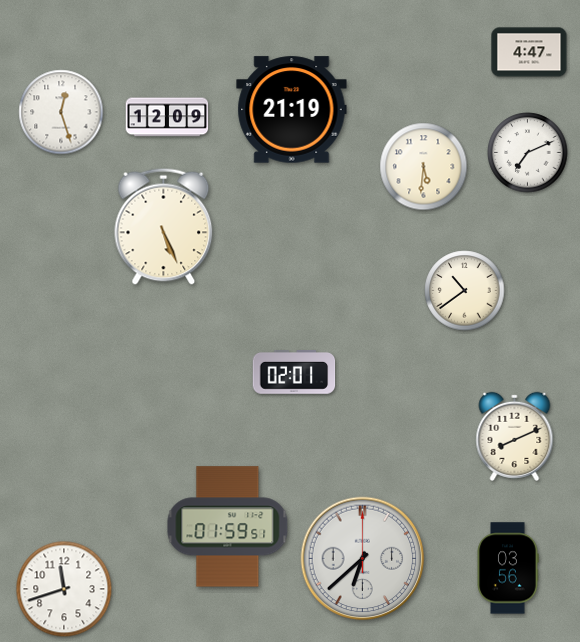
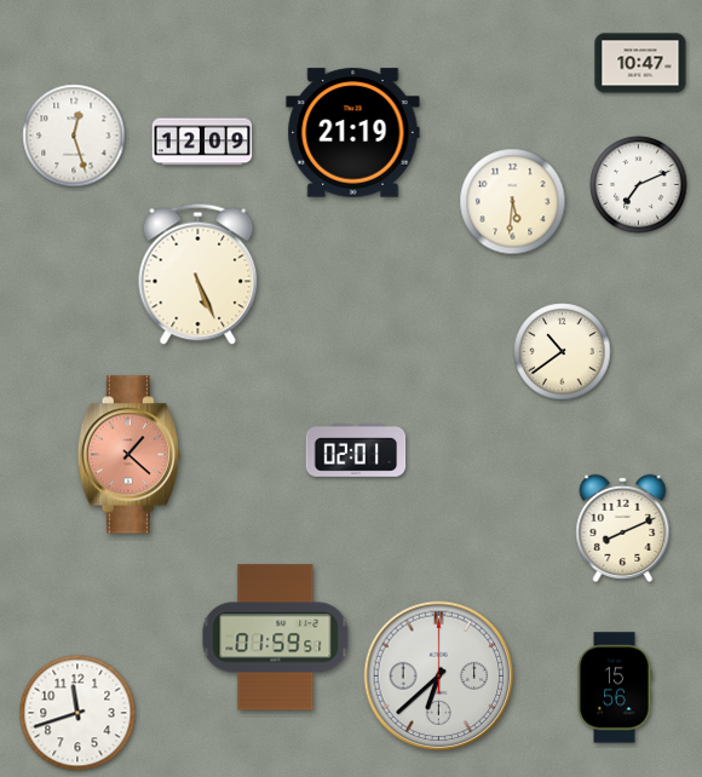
clock at (529, 52): 4:47 -> 10:47
clock at (128, 455): none -> 1:22
clock at (508, 568): 03:56 -> 15:56
